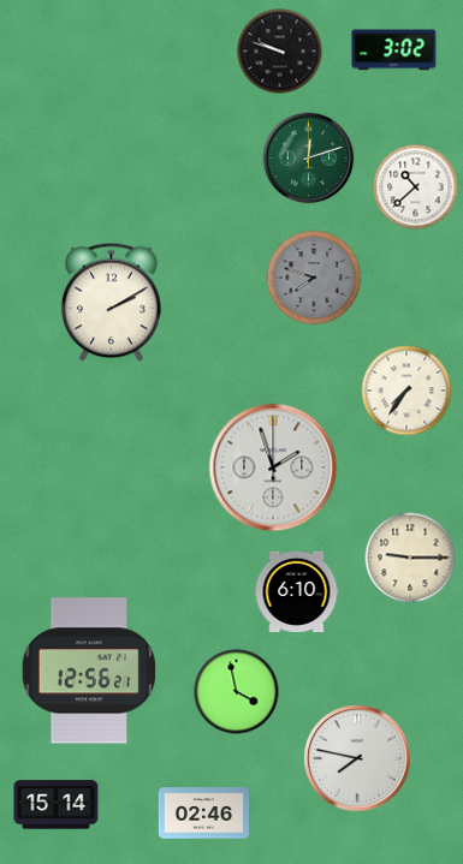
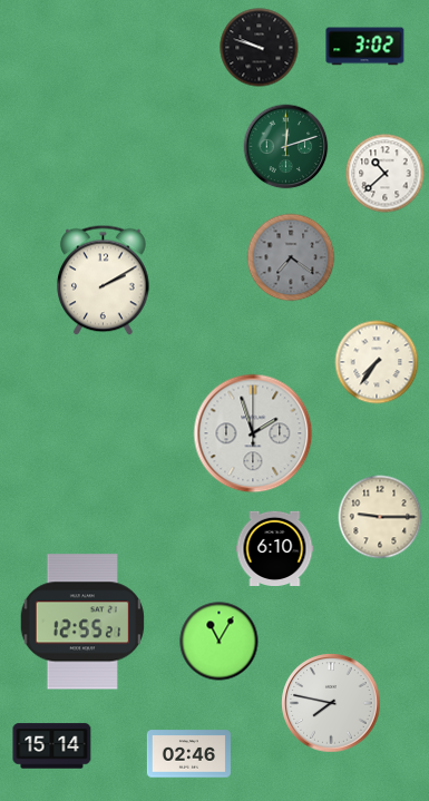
clock at (314, 278): 7:48 -> 7:21
clock at (89, 671): 12:56 -> 12:55
clock at (237, 692): 3:58 -> 11:05
